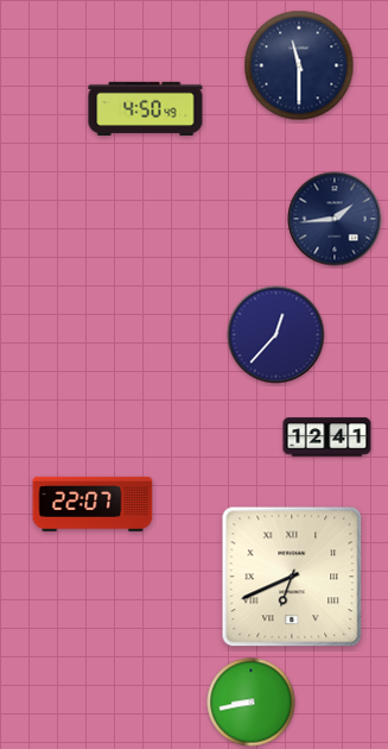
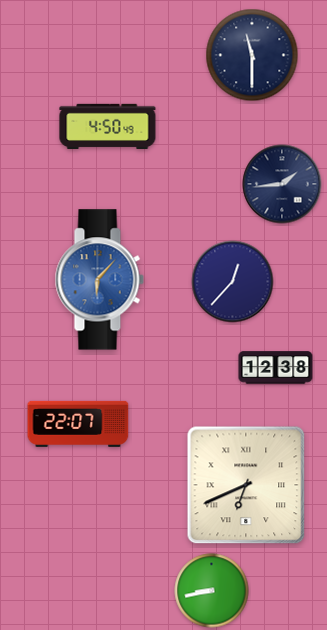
clock at (146, 108) position: (146, 108) -> (108, 126)
clock at (99, 280): none -> 6:07
clock at (327, 438): 12:41 -> 12:38
